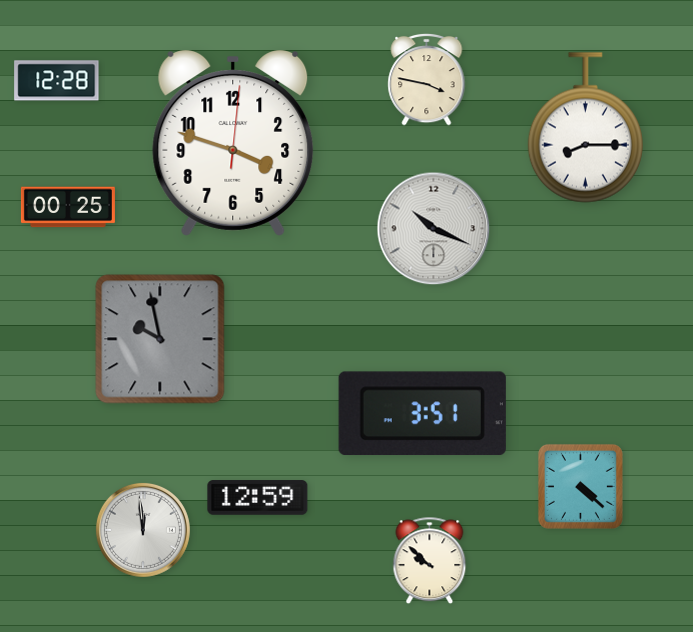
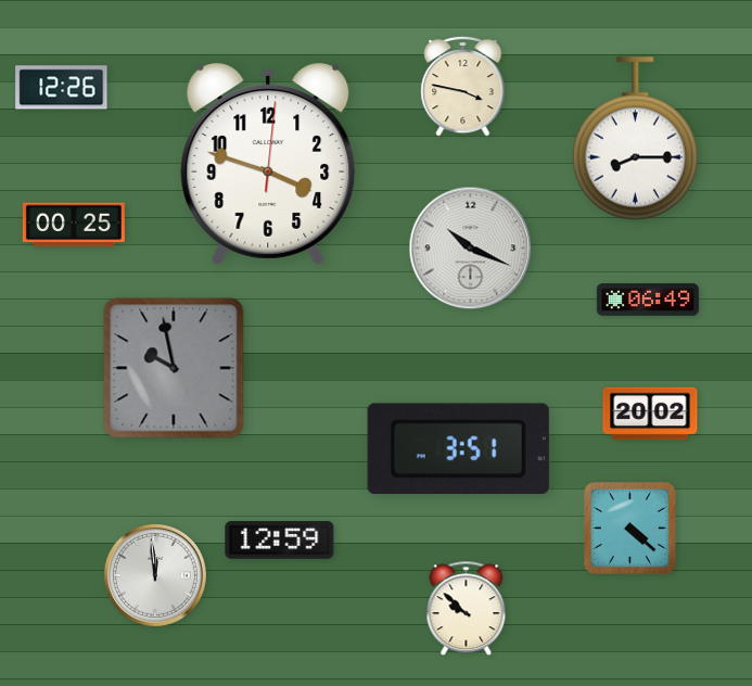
clock at (57, 81): 12:28 -> 12:26
clock at (233, 144) position: (233, 144) -> (268, 165)
clock at (648, 300): none -> 06:49
clock at (650, 414): none -> 20:02
